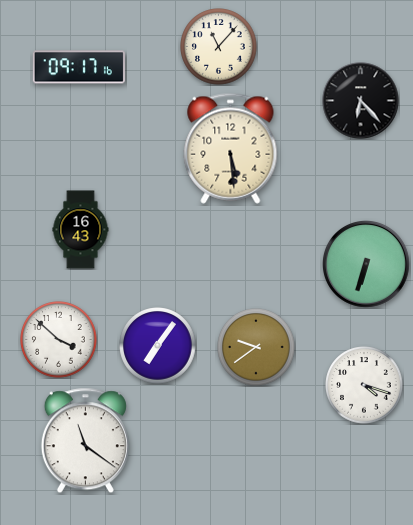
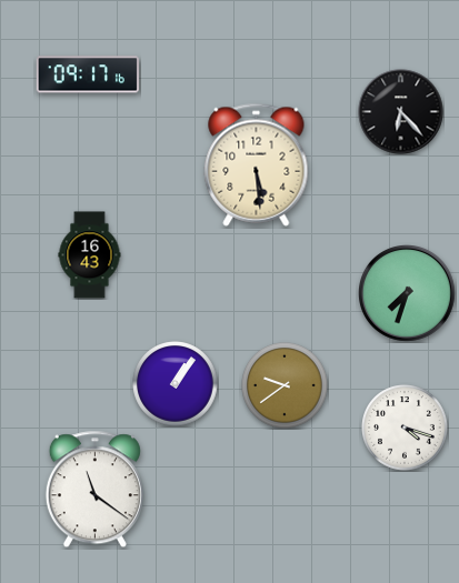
clock at (219, 47): 11:07 -> none
clock at (367, 265): 6:33 -> 7:33
clock at (59, 340): 3:52 -> none
clock at (158, 346): 7:06 -> 1:06
